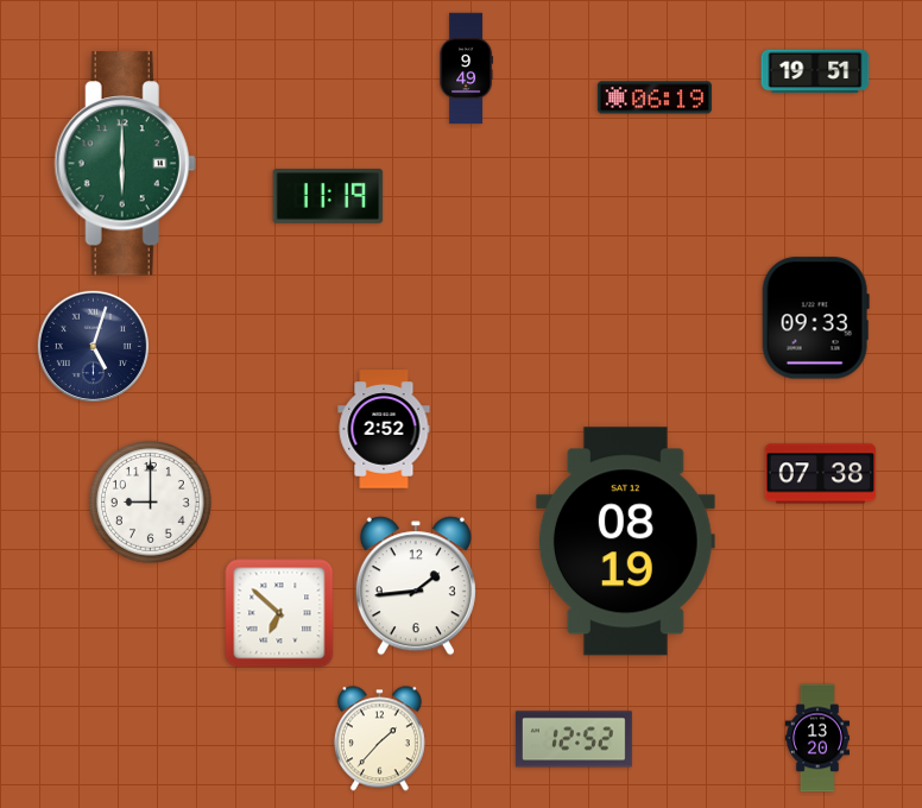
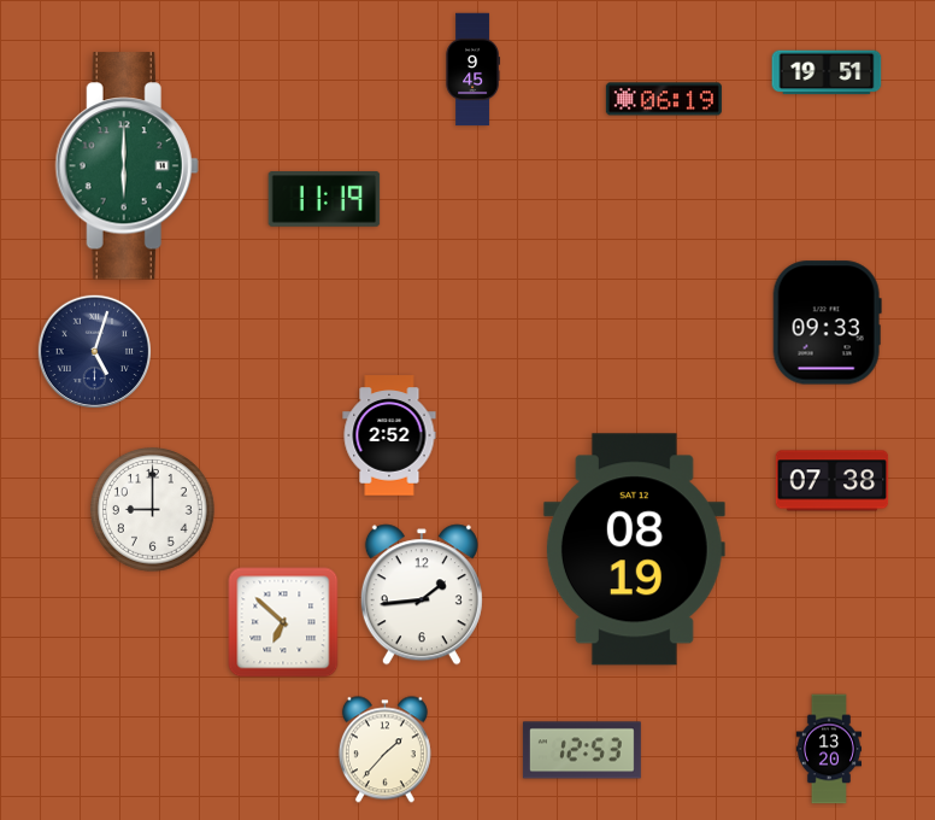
clock at (466, 69): 9:49 -> 9:45
clock at (328, 197) position: (328, 197) -> (324, 200)
clock at (574, 739): 12:52 -> 12:53
